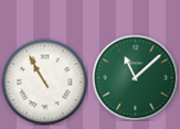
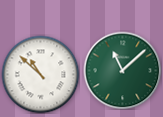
clock at (44, 82): 10:55 -> 10:52
